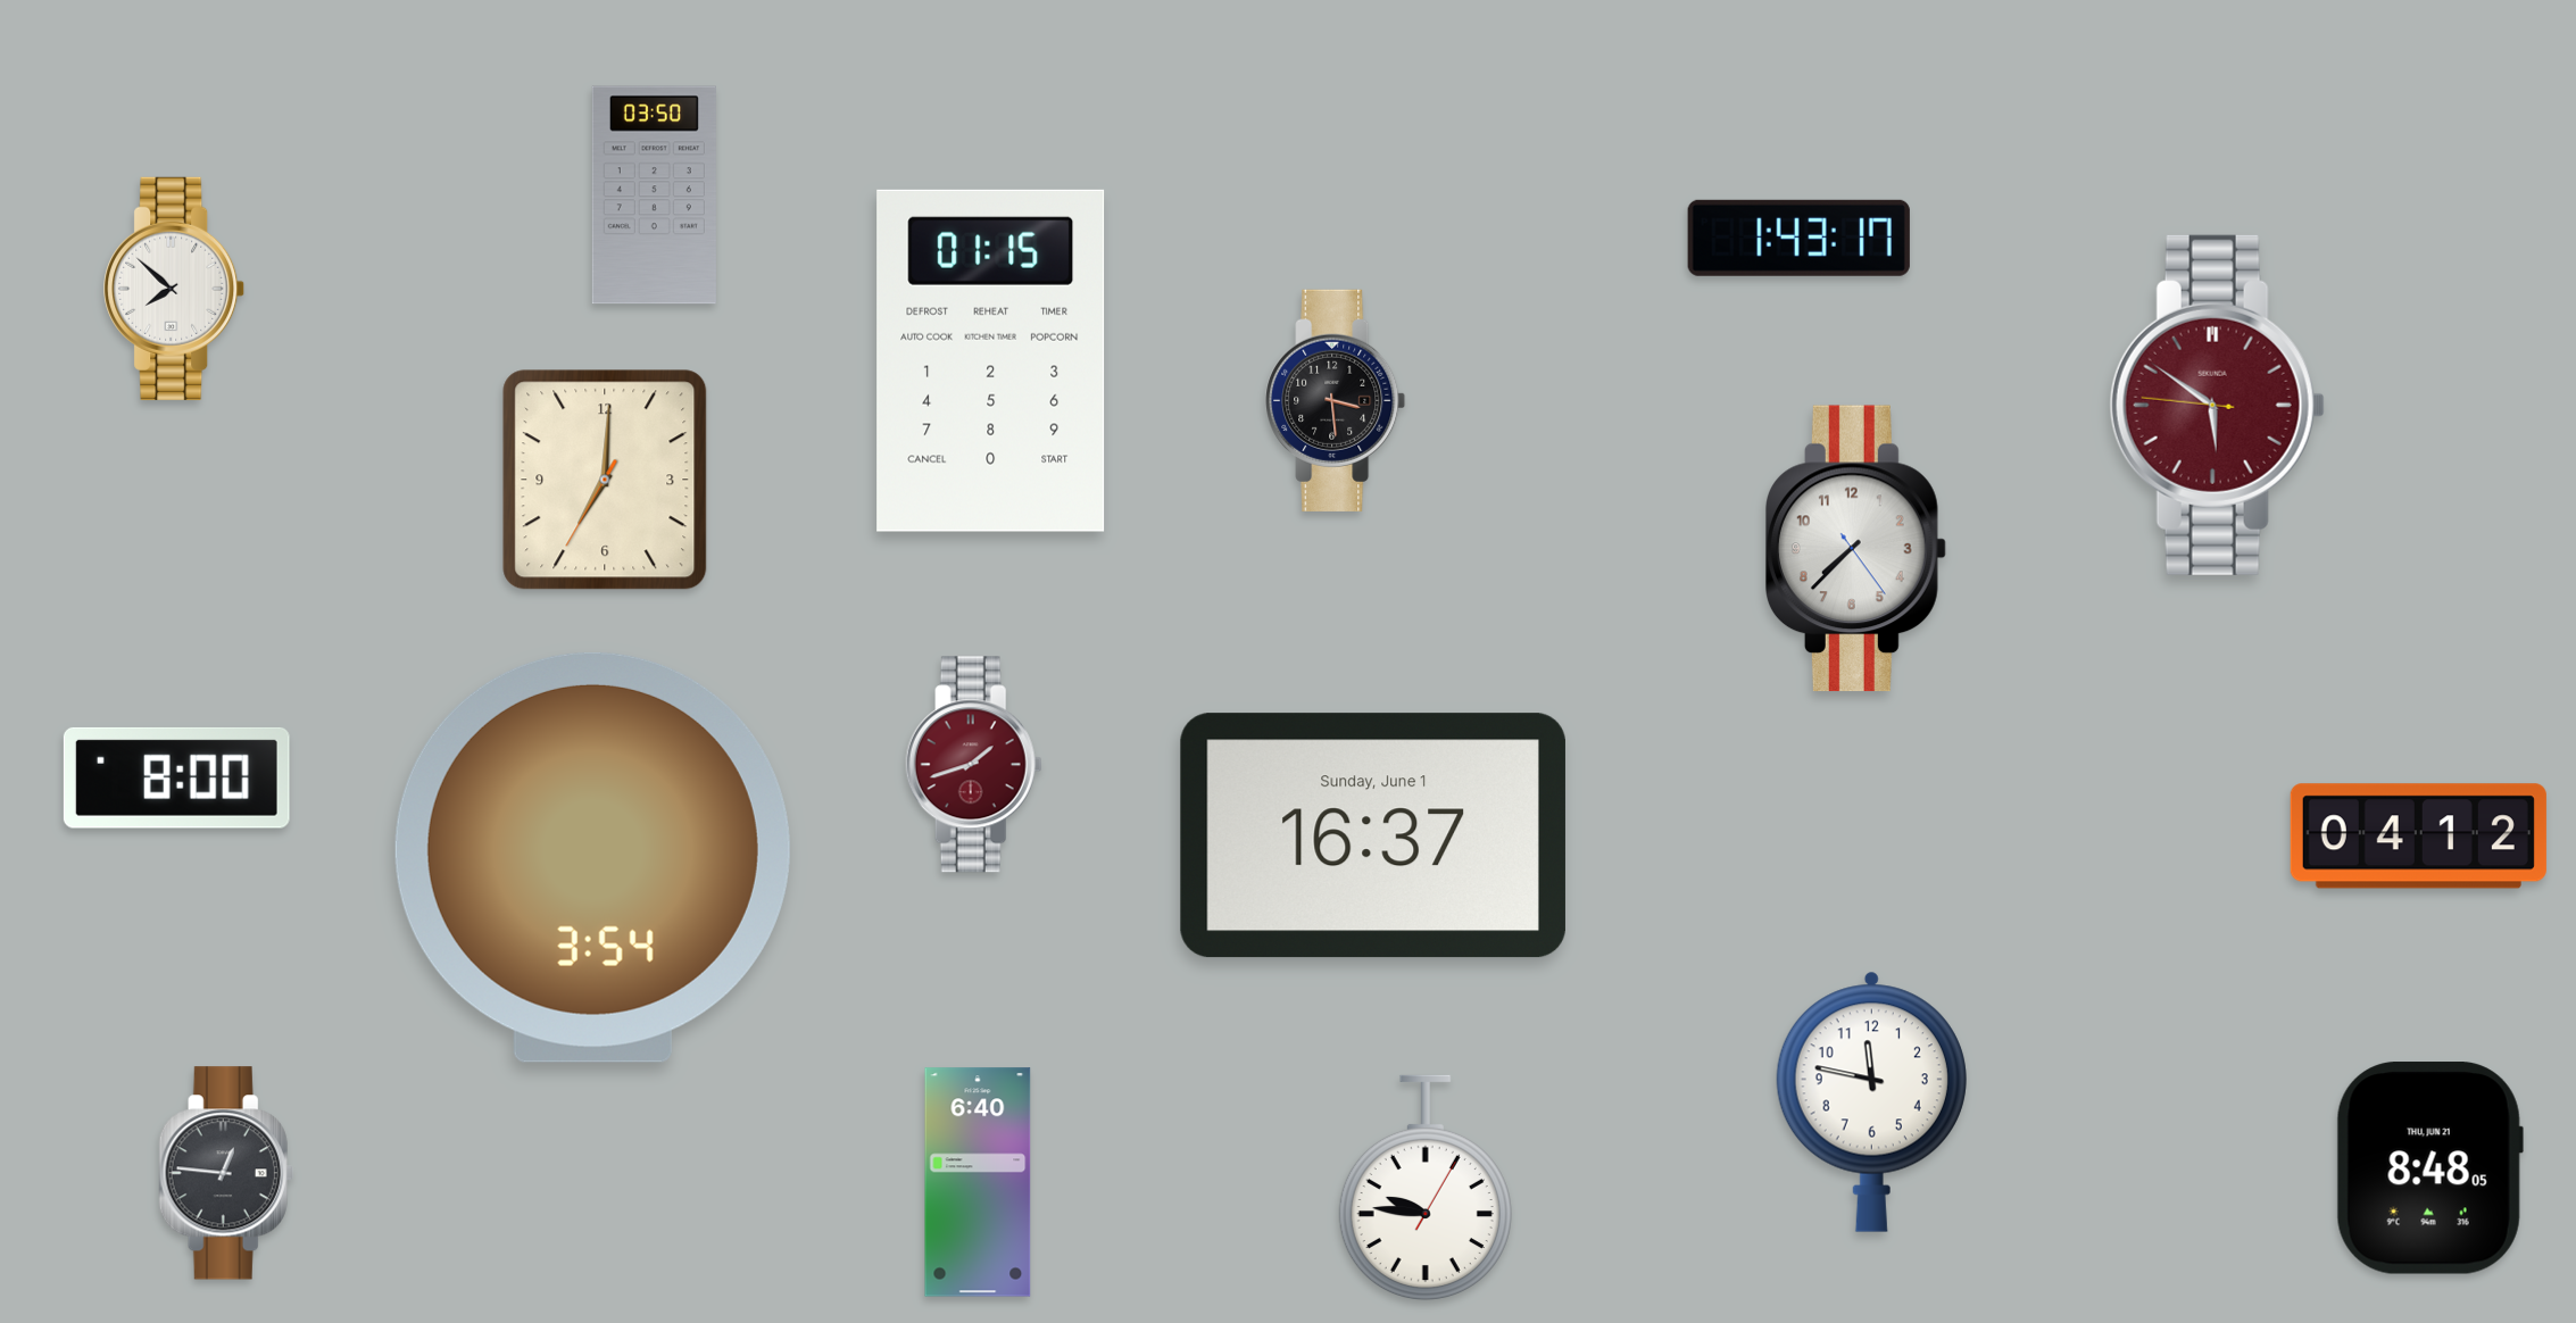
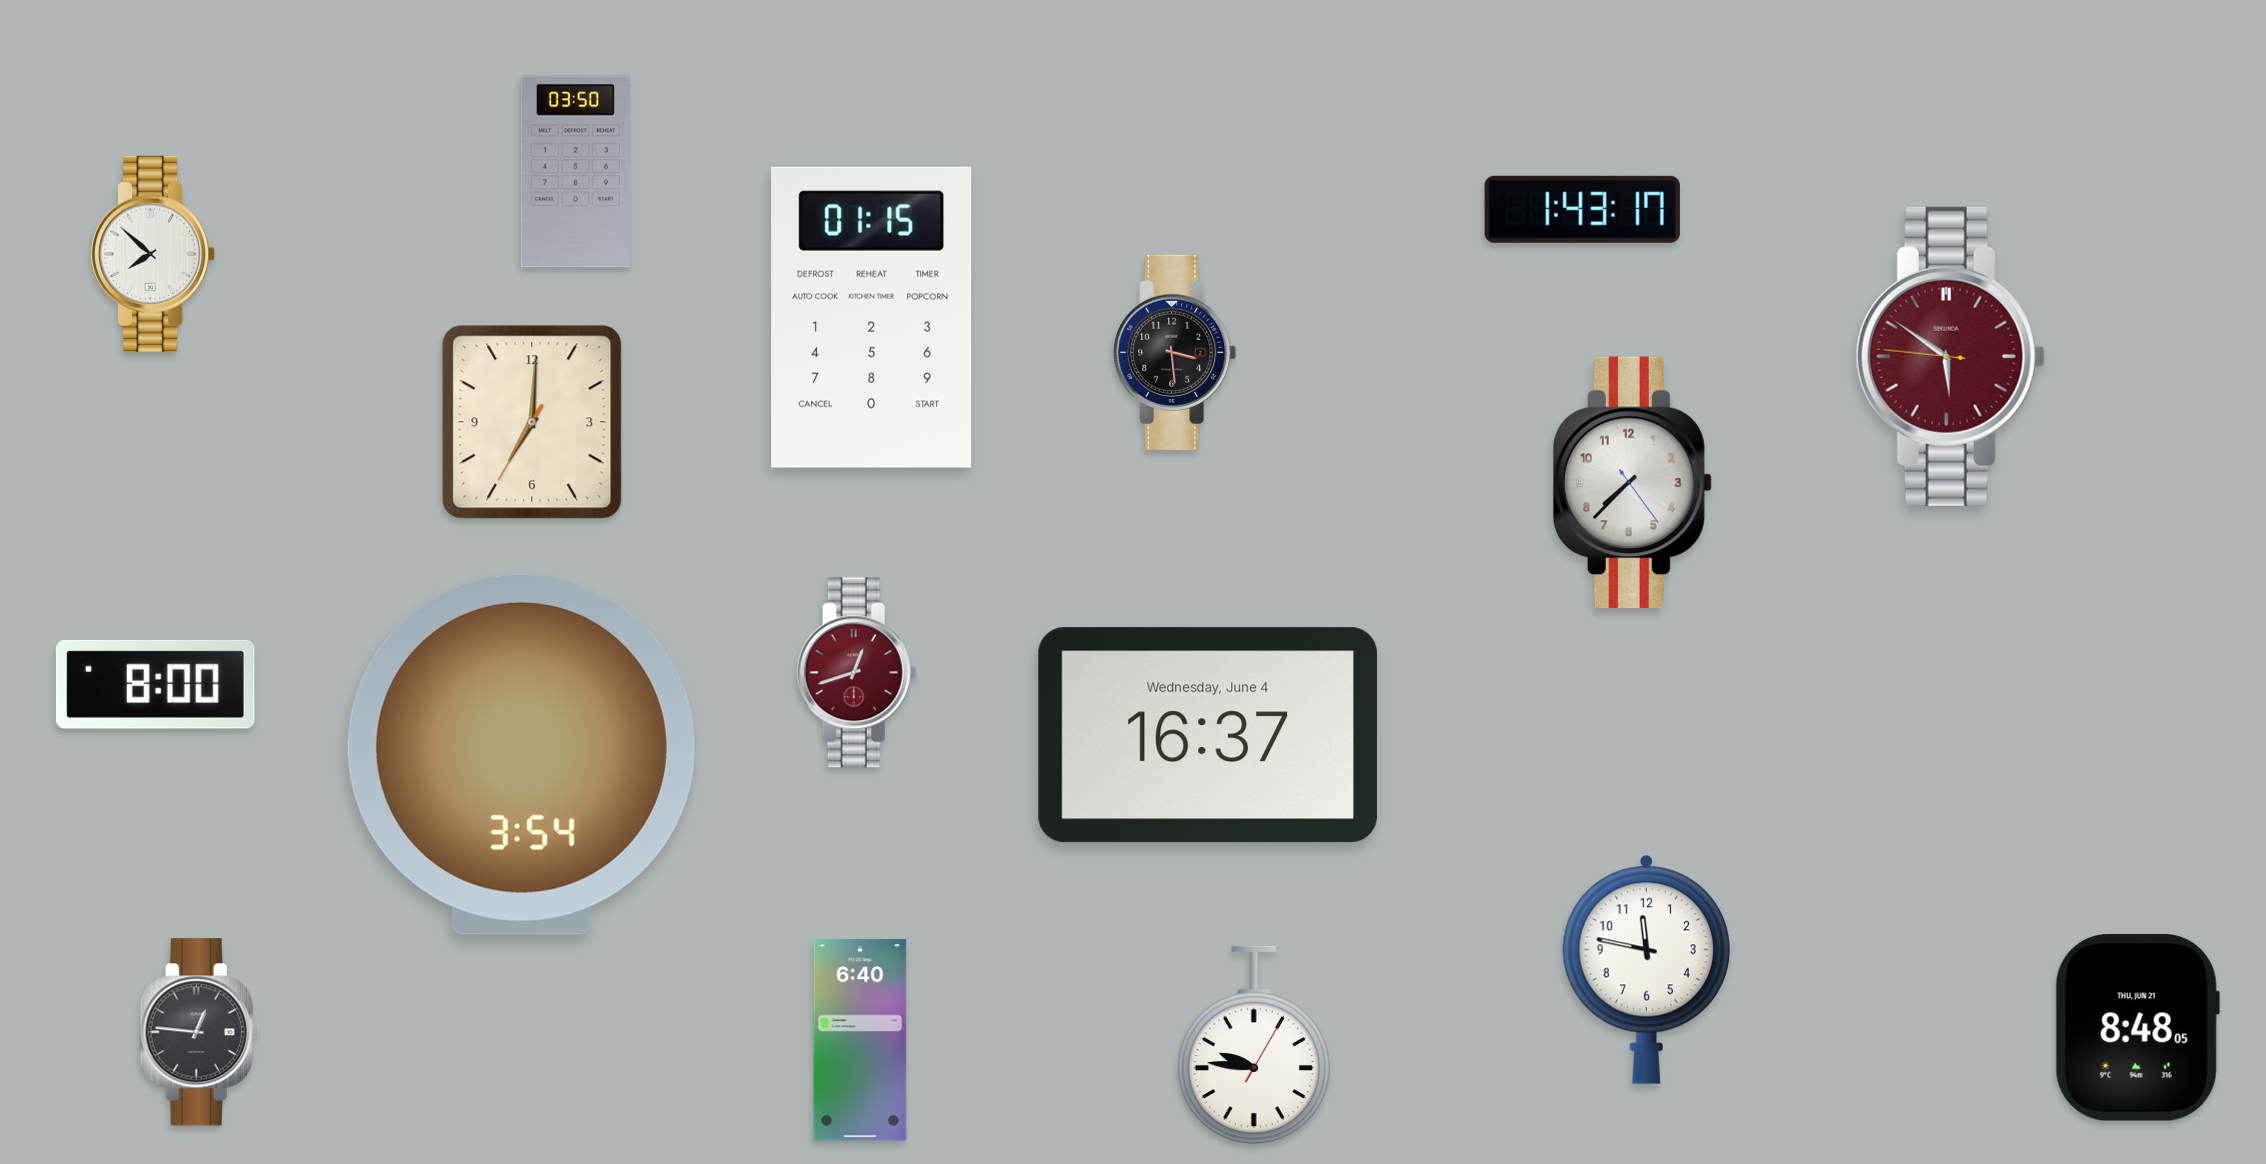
clock at (973, 765): 1:42 -> 12:42
clock at (1373, 835) date: Sunday, June 1 -> Wednesday, June 4
clock at (2418, 837): 04:12 -> none
